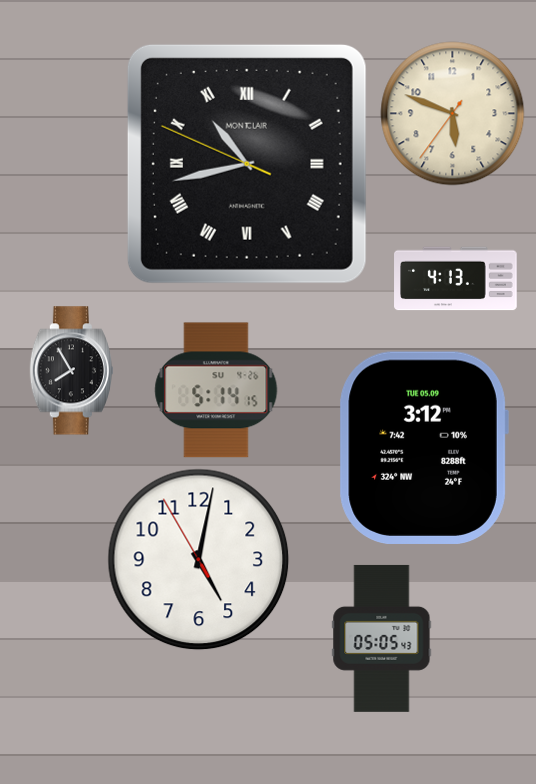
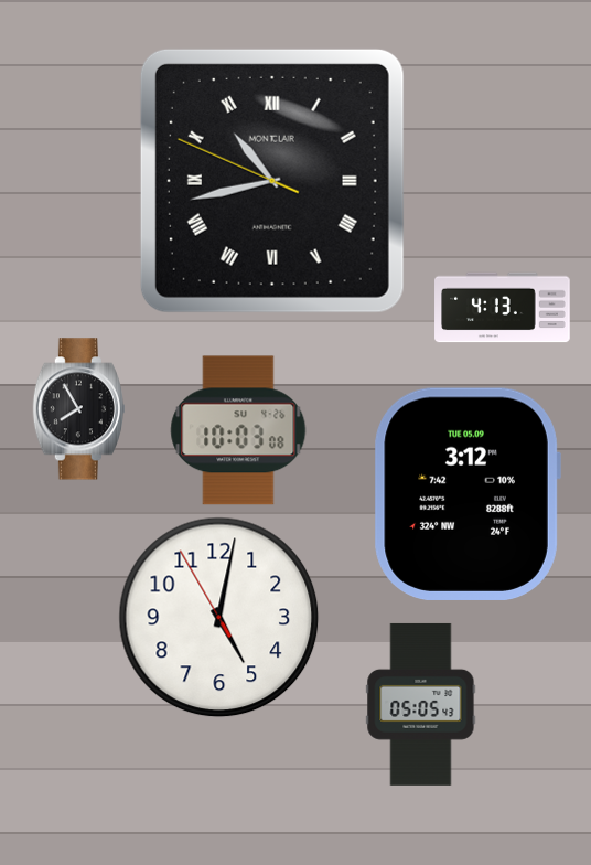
clock at (453, 114): 5:48 -> none
clock at (216, 390): 5:14 -> 10:03
